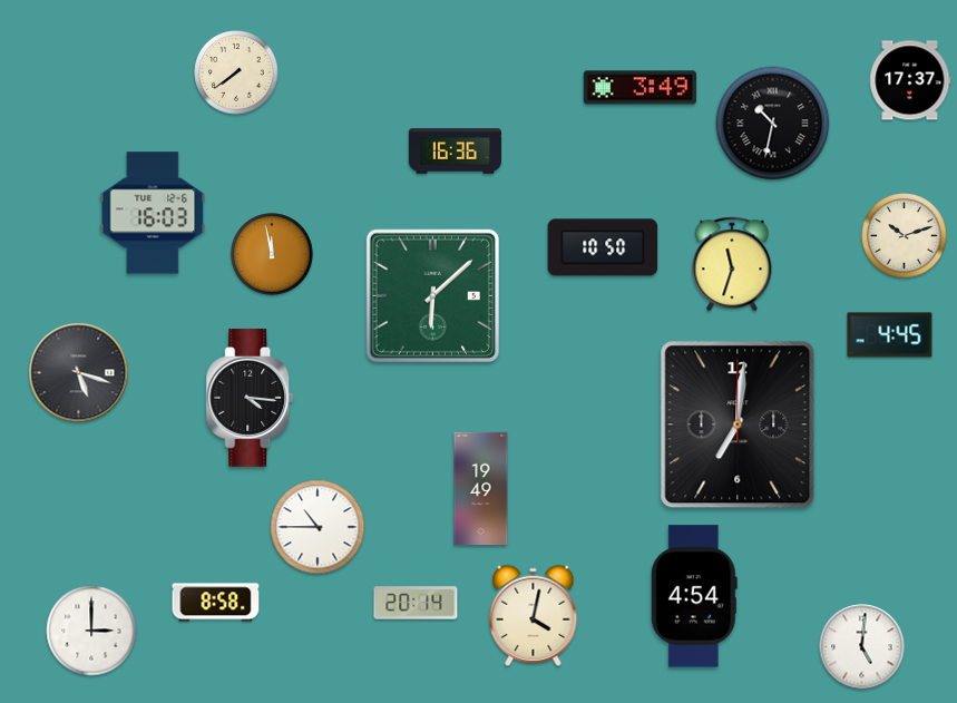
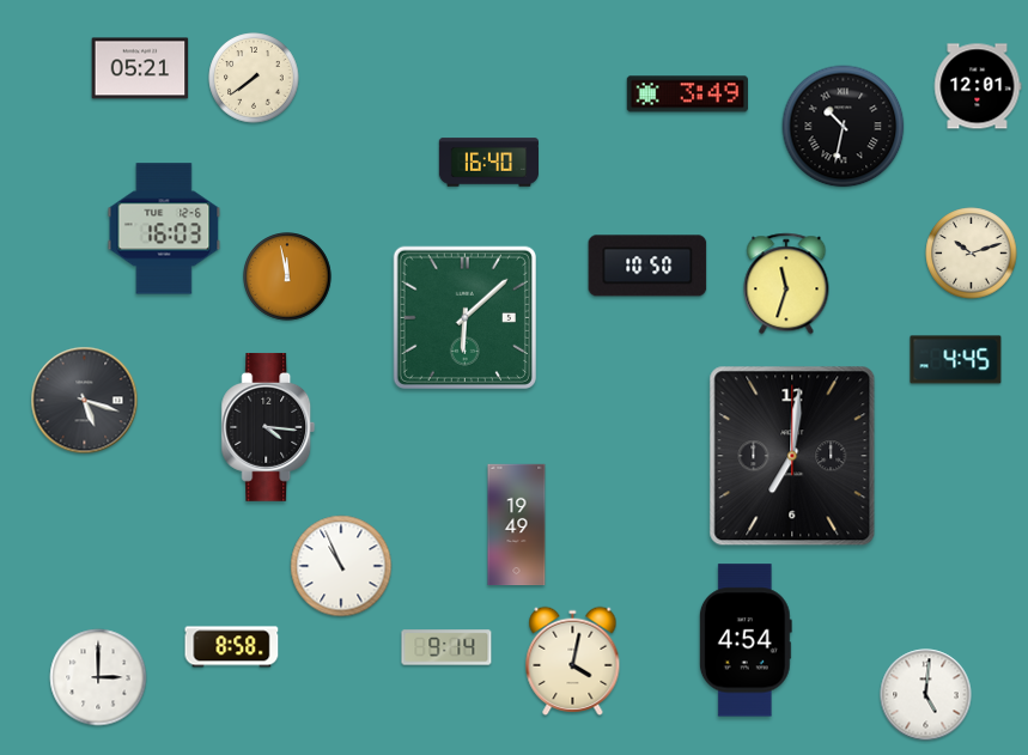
clock at (140, 68): none -> 05:21
clock at (910, 80): 17:37 -> 12:01
clock at (773, 124) position: (773, 124) -> (844, 127)
clock at (455, 152): 16:36 -> 16:40
clock at (272, 254) position: (272, 254) -> (287, 276)
clock at (318, 527): 10:45 -> 10:56
clock at (416, 603): 20:14 -> 9:14
